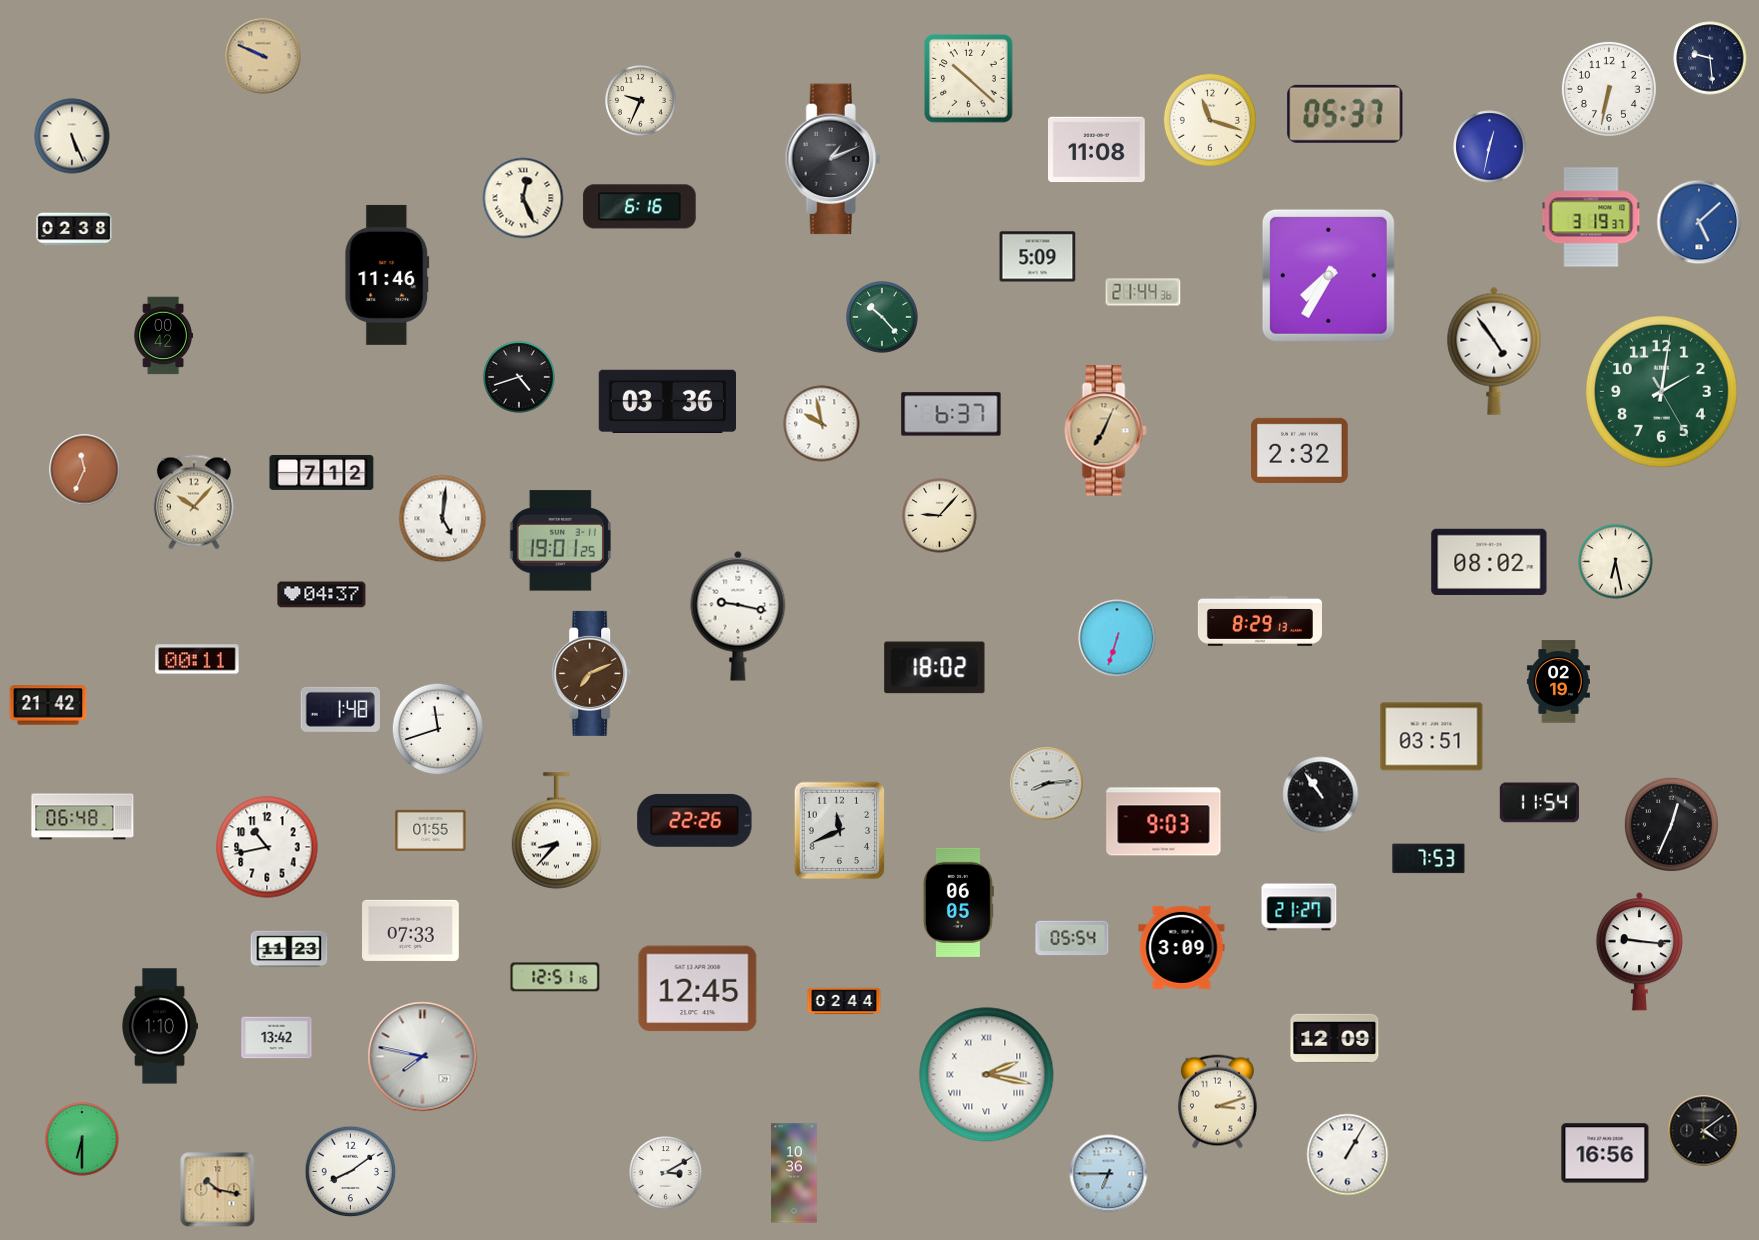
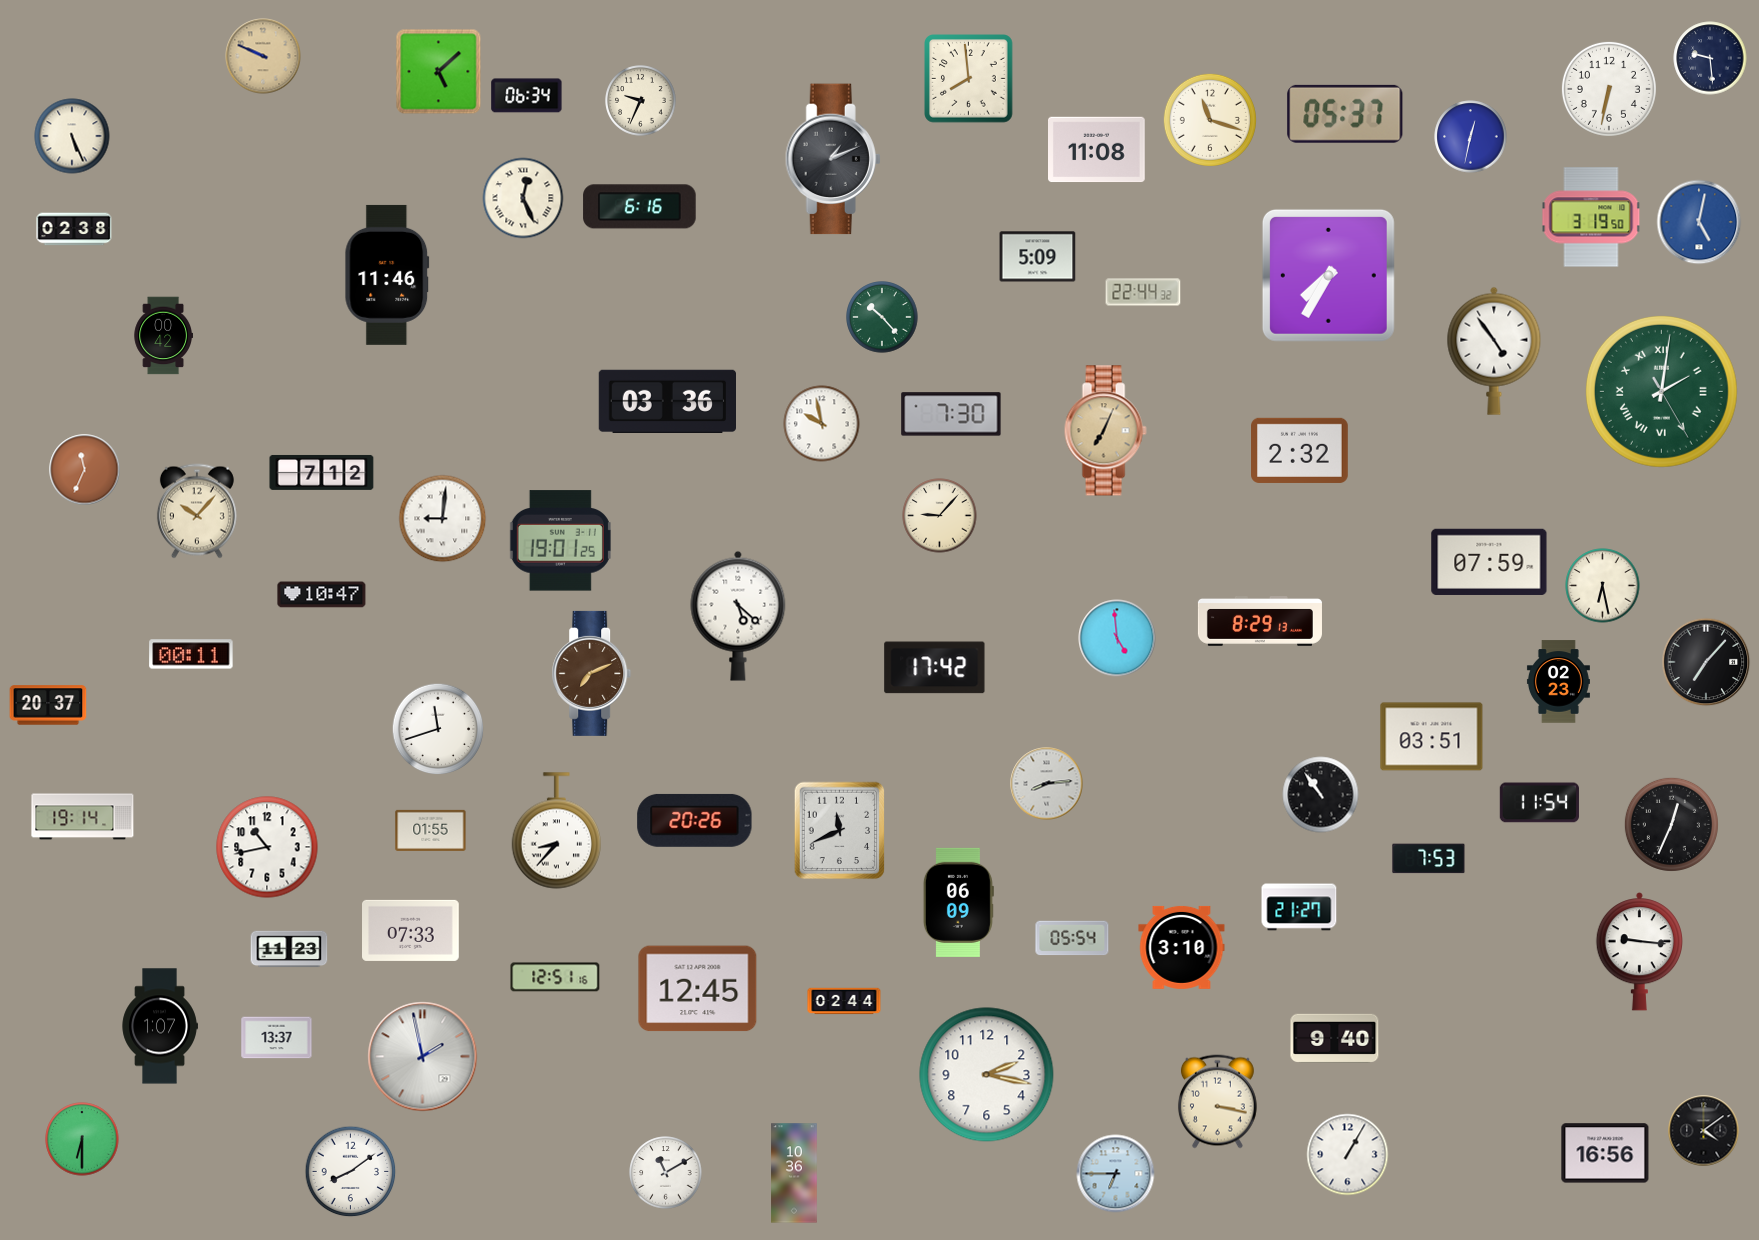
clock at (439, 72): none -> 5:08
clock at (969, 79): 10:22 -> 7:59
clock at (527, 96): none -> 06:34
clock at (1490, 147) position: (1490, 147) -> (1471, 137)
clock at (1591, 217): 3:19:37 -> 3:19:50
clock at (1699, 222): 5:08 -> 5:02
clock at (1143, 292): 21:44 -> 22:44
clock at (519, 377): 4:42 -> none
clock at (1661, 391) numerals: Arabic -> Roman
clock at (951, 414): 6:37 -> 7:30
clock at (194, 502) position: (194, 502) -> (197, 511)
clock at (443, 519): 5:01 -> 9:01
clock at (1489, 562): 08:02 -> 07:59
clock at (1616, 562) position: (1616, 562) -> (1603, 586)
clock at (322, 595): 04:37 -> 10:47
clock at (738, 616): 9:17 -> 5:22
clock at (1117, 638): 6:33 -> 4:59
clock at (197, 659) position: (197, 659) -> (191, 654)
clock at (1706, 662): none -> 7:07
clock at (935, 668): 18:02 -> 17:42
clock at (1558, 682): 02:19 -> 02:23
clock at (48, 705): 21:42 -> 20:37
clock at (340, 709): 1:48 -> none
clock at (83, 817): 06:48 -> 19:14
clock at (695, 820): 22:26 -> 20:26
clock at (1164, 822): 9:03 -> none
clock at (958, 902): 06:05 -> 06:09
clock at (1182, 947): 3:09 -> 3:10
clock at (160, 1026): 1:10 -> 1:07
clock at (277, 1038): 13:42 -> 13:37
clock at (1335, 1038): 12:09 -> 9:40
clock at (423, 1057): 7:47 -> 1:58
clock at (987, 1075) numerals: Roman -> Arabic
clock at (1217, 1102): 3:12 -> 3:17
clock at (666, 1173): 3:10 -> 11:10
clock at (1109, 1174) position: (1109, 1174) -> (1116, 1174)
clock at (218, 1190): 10:17 -> none
